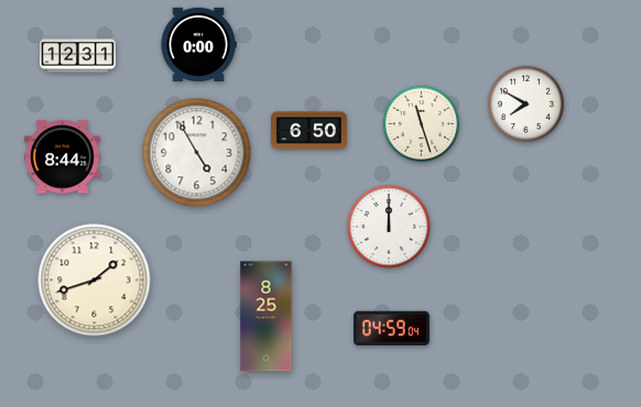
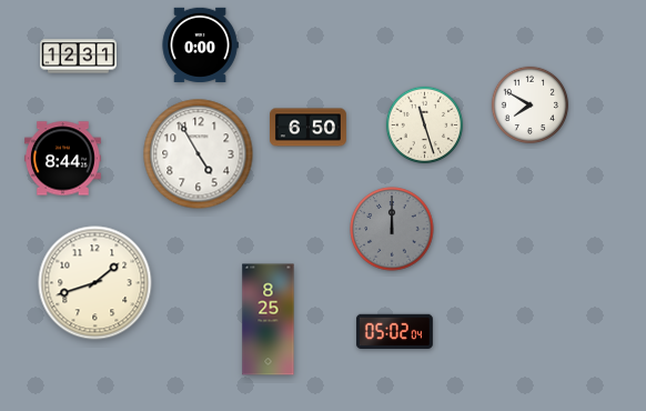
clock at (309, 131) position: (309, 131) -> (309, 128)
clock at (389, 227) dial: white -> grey
clock at (391, 329): 04:59 -> 05:02
